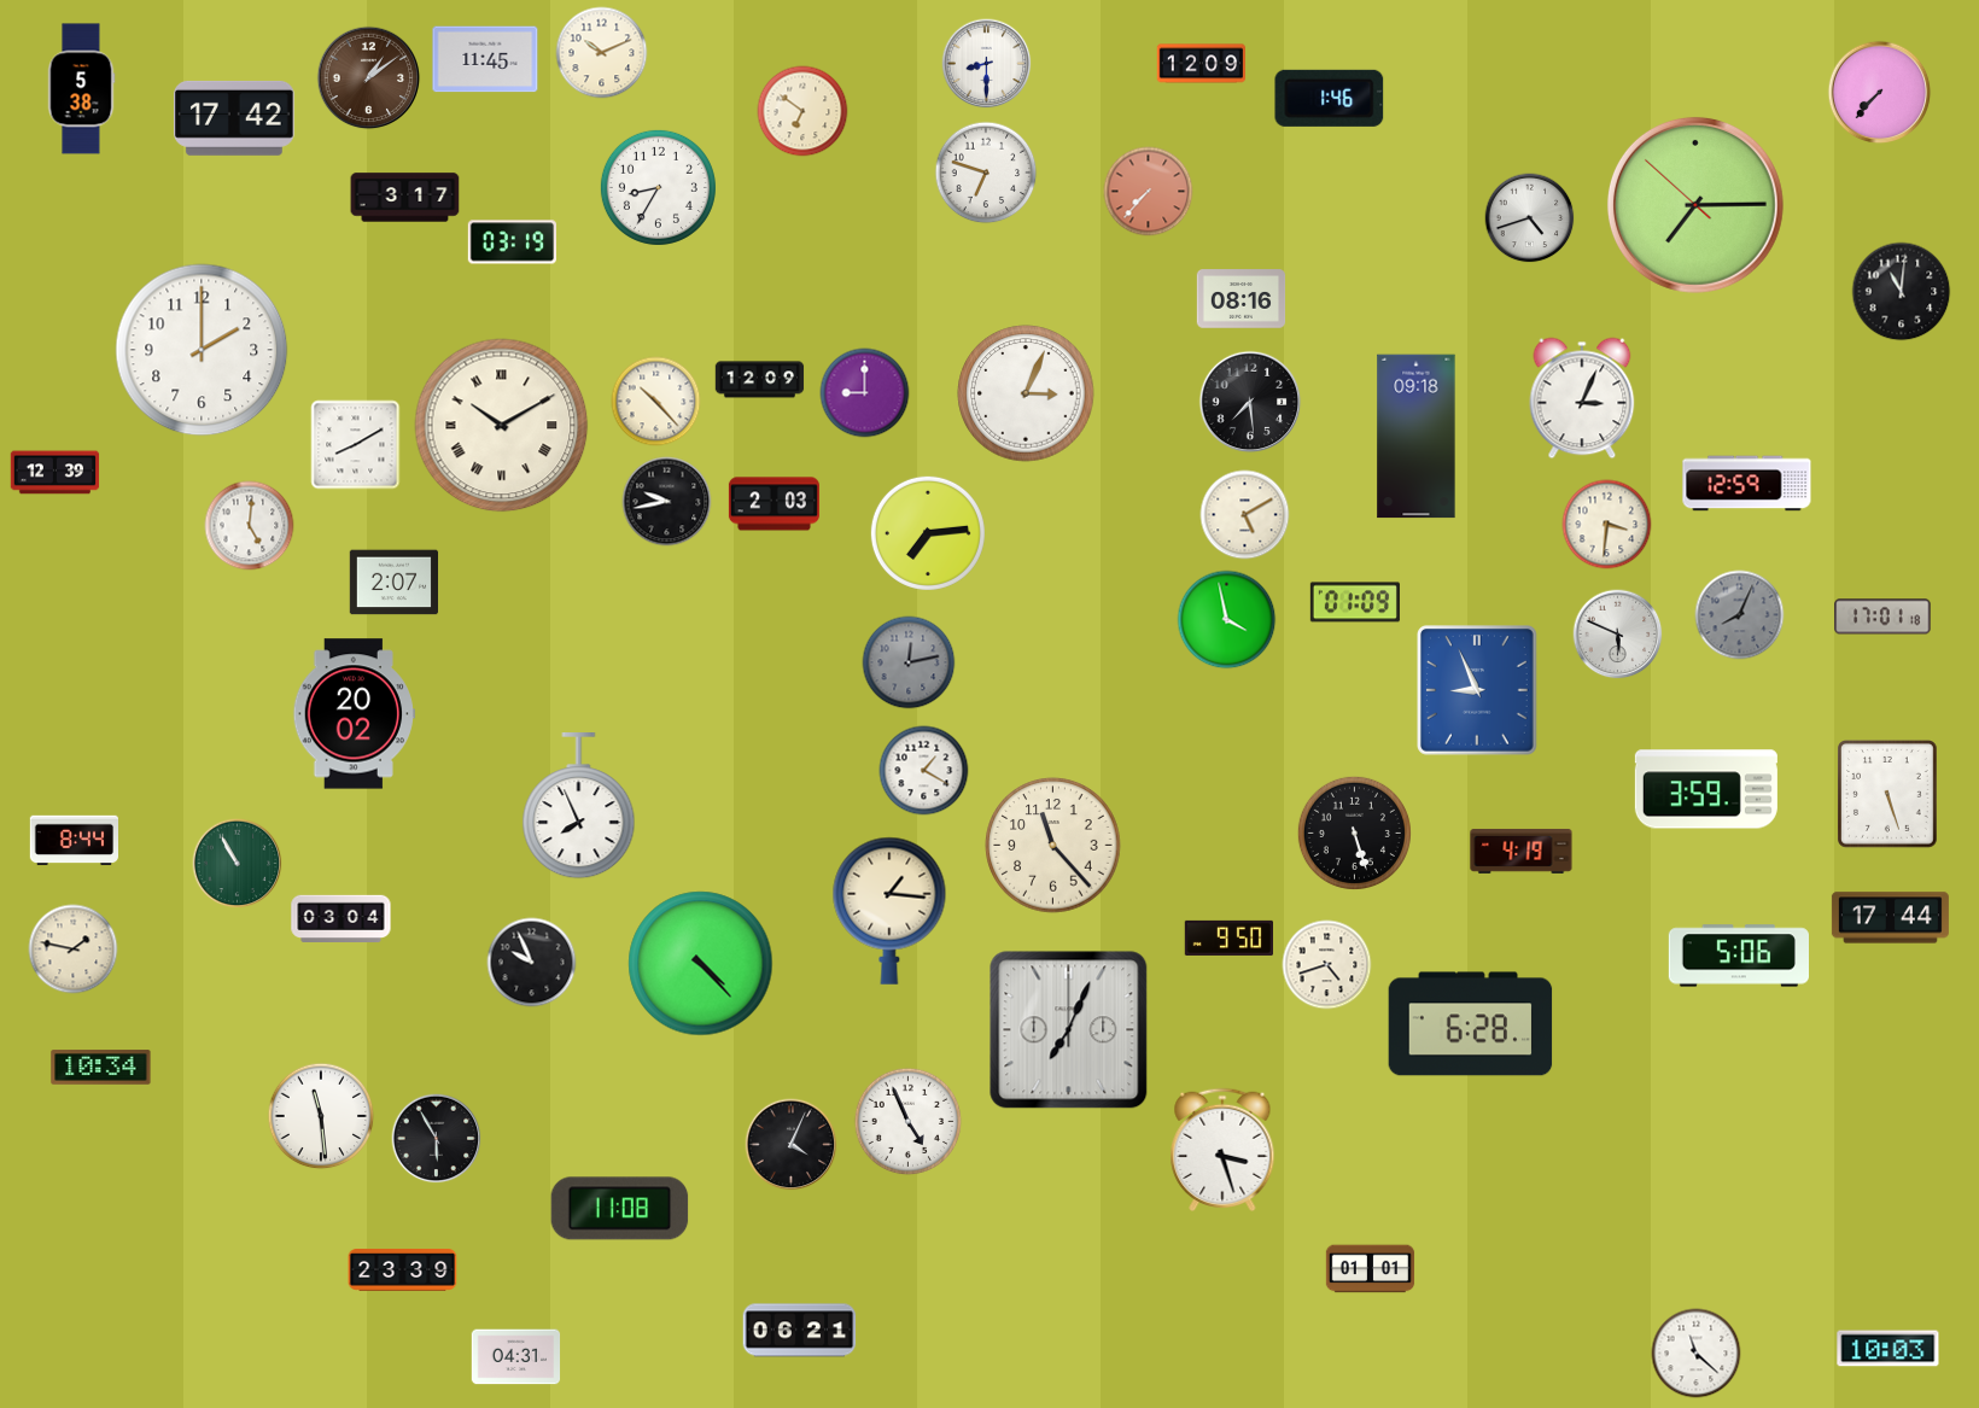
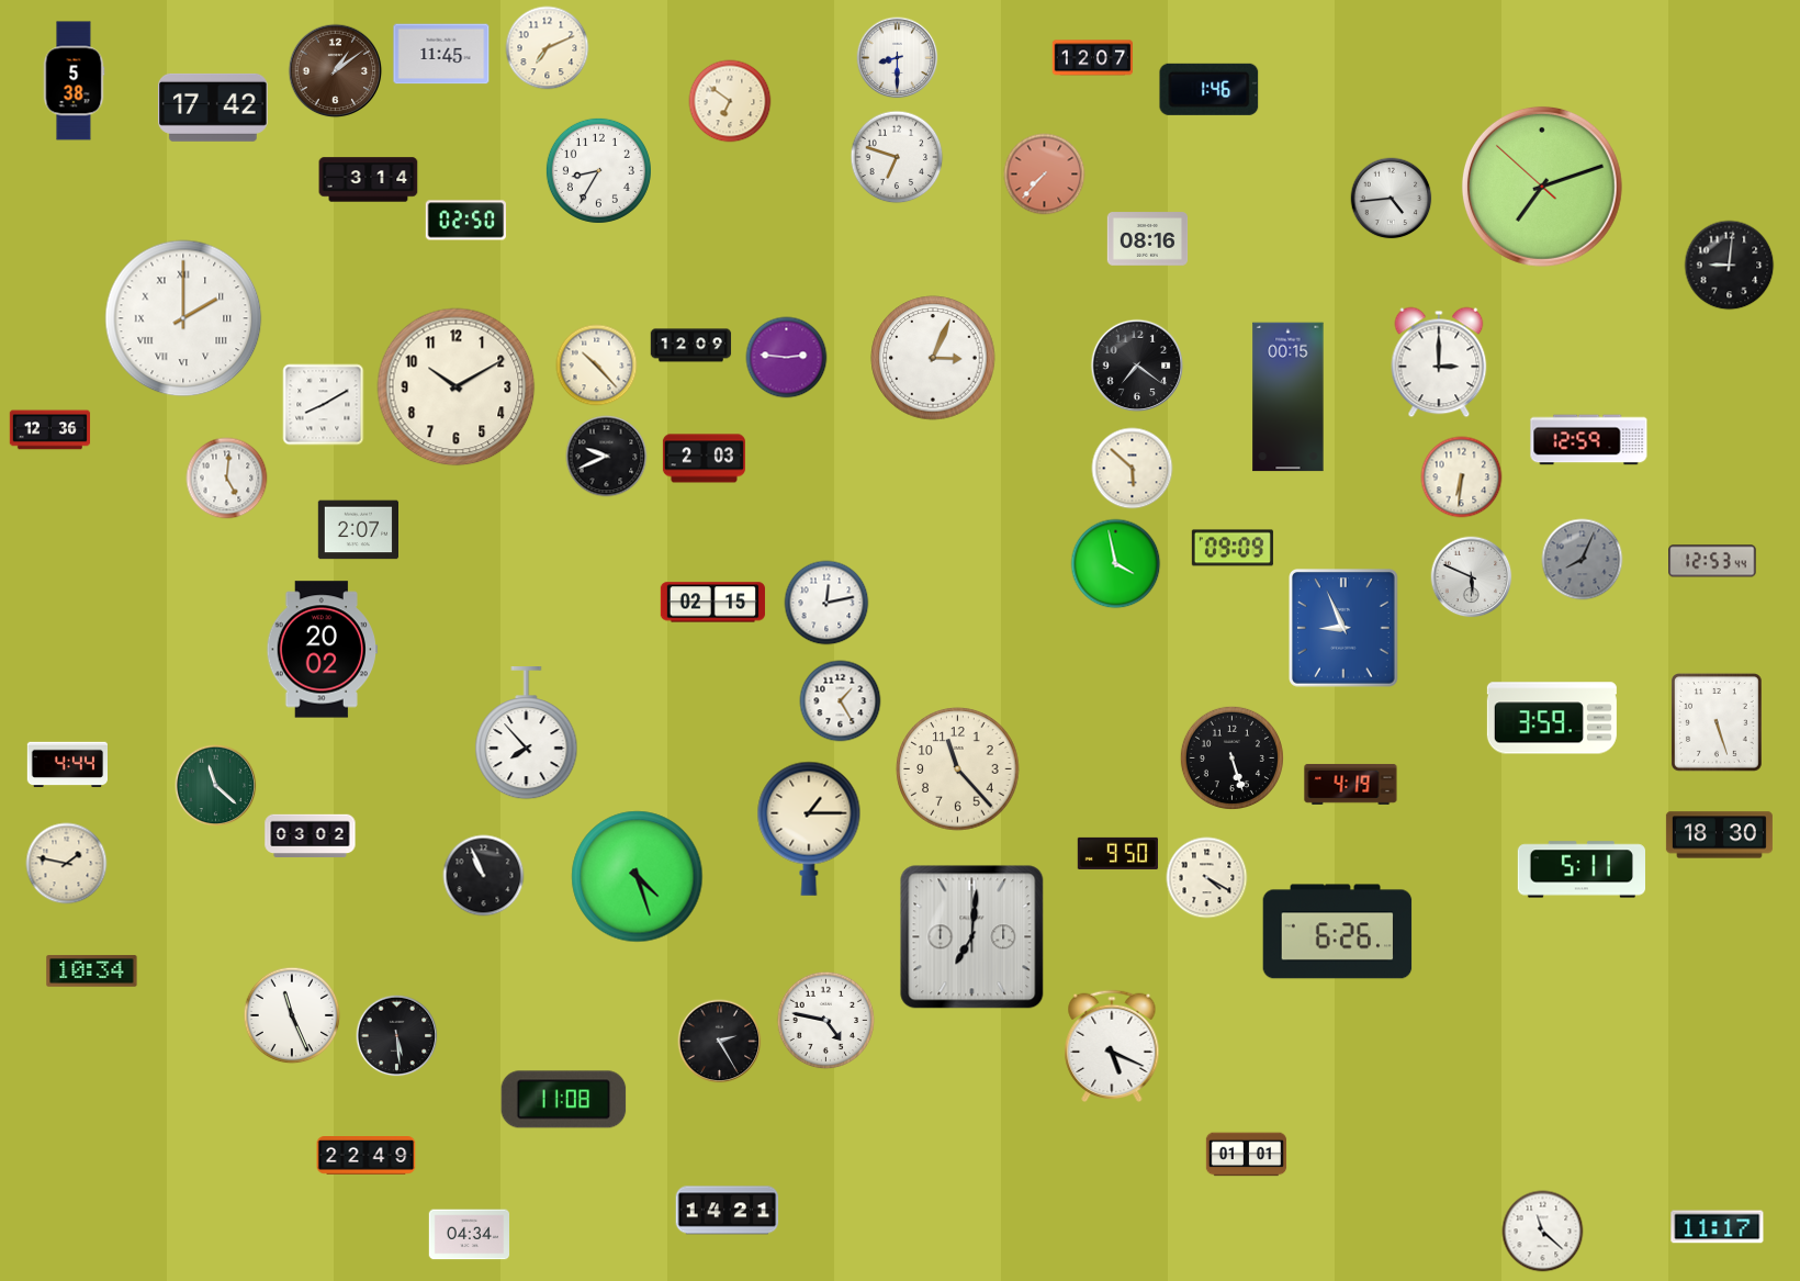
clock at (602, 53): 10:11 -> 7:11
clock at (1201, 64): 12:09 -> 12:07
clock at (1880, 93): 7:37 -> none
clock at (405, 198): 3:17 -> 3:14
clock at (1695, 205): 7:14 -> 7:11
clock at (1530, 218): 4:42 -> 4:44
clock at (512, 243): 03:19 -> 02:50
clock at (1902, 292): 11:01 -> 9:01
clock at (1242, 299) position: (1242, 299) -> (1148, 239)
clock at (202, 350) numerals: Arabic -> Roman
clock at (865, 393): 9:00 -> 2:46
clock at (1582, 398): 3:04 -> 3:00
clock at (1250, 402): 7:29 -> 7:21
clock at (502, 426) numerals: Roman -> Arabic
clock at (1417, 437): 09:18 -> 00:15
clock at (56, 473): 12:39 -> 12:36
clock at (667, 502): 9:43 -> 9:41
clock at (1245, 515): 5:10 -> 5:52
clock at (1607, 525): 3:31 -> 6:31
clock at (928, 533): 7:14 -> none
clock at (1355, 602): 01:09 -> 09:09
clock at (1882, 617): 17:01 -> 12:53
clock at (712, 603): none -> 02:15
clock at (909, 662) dial: grey -> white
clock at (924, 771): 1:20 -> 1:25
clock at (579, 807): 7:56 -> 7:53
clock at (74, 841): 8:44 -> 4:44
clock at (1522, 851) position: (1522, 851) -> (1351, 784)
clock at (238, 864): 10:55 -> 11:22
clock at (889, 911): 1:16 -> 1:15
clock at (1890, 918): 17:44 -> 18:30
clock at (341, 919): 03:04 -> 03:02
clock at (1738, 956): 5:06 -> 5:11
clock at (532, 963): 9:56 -> 10:56
clock at (701, 964): 4:23 -> 4:27
clock at (1327, 965): 4:42 -> 4:20
clock at (1471, 1024): 6:28 -> 6:26
clock at (1069, 1030): 7:04 -> 7:01
clock at (321, 1116): 11:29 -> 11:26
clock at (909, 1122): 4:56 -> 4:47
clock at (437, 1139): 5:55 -> 5:29
clock at (792, 1145): 4:04 -> 2:25
clock at (1222, 1149): 3:27 -> 5:19
clock at (403, 1270): 23:39 -> 22:49
clock at (800, 1331): 06:21 -> 14:21
clock at (1888, 1349): 10:03 -> 11:17
clock at (516, 1357): 04:31 -> 04:34
